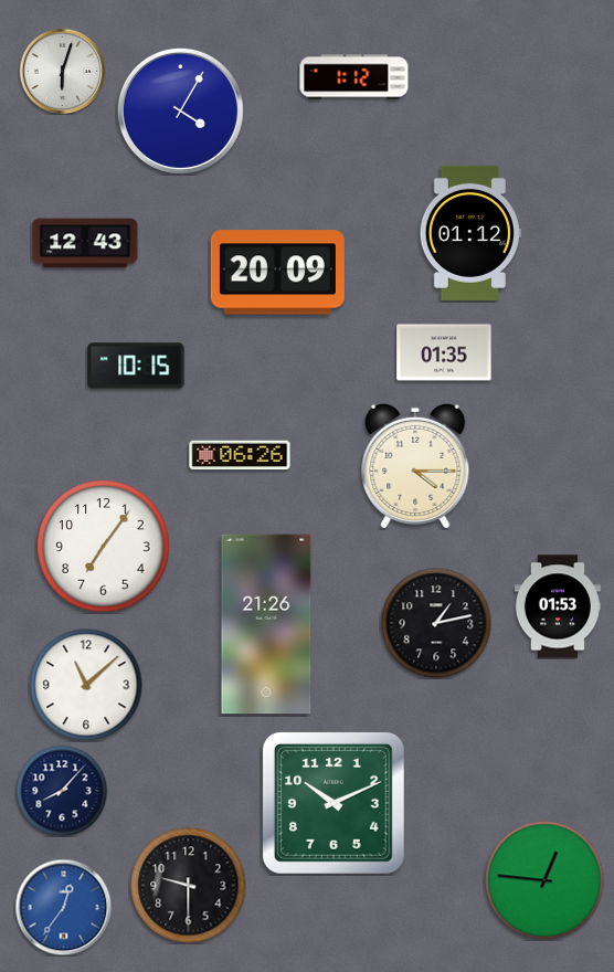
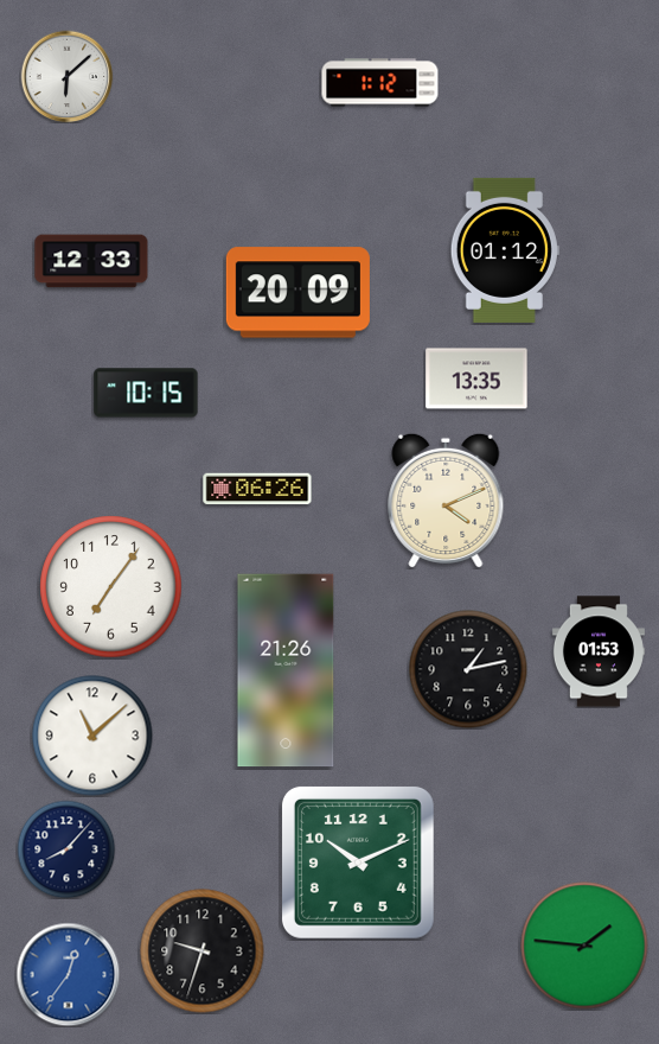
clock at (62, 71): 6:03 -> 6:08
clock at (180, 110): 4:05 -> none
clock at (85, 243): 12:43 -> 12:33
clock at (444, 352): 01:35 -> 13:35
clock at (415, 465): 4:15 -> 4:11
clock at (544, 880): 12:46 -> 1:46
clock at (189, 886): 9:30 -> 9:33
